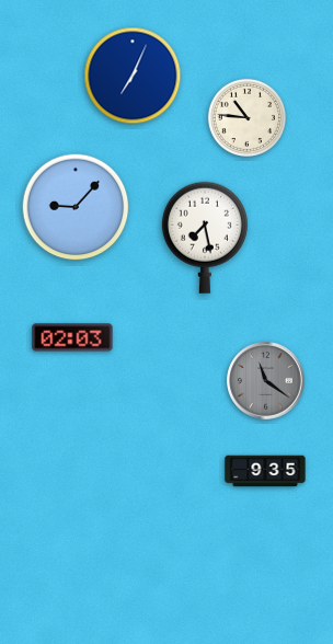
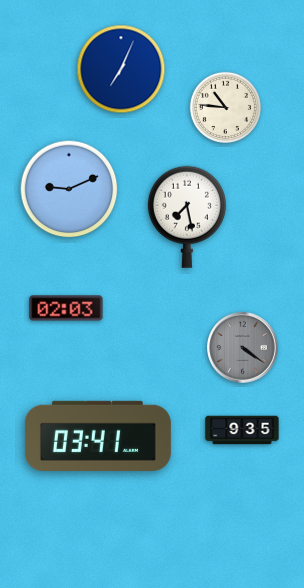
clock at (76, 207): 9:07 -> 9:11
clock at (266, 381): 11:21 -> 4:21
clock at (98, 436): none -> 03:41
